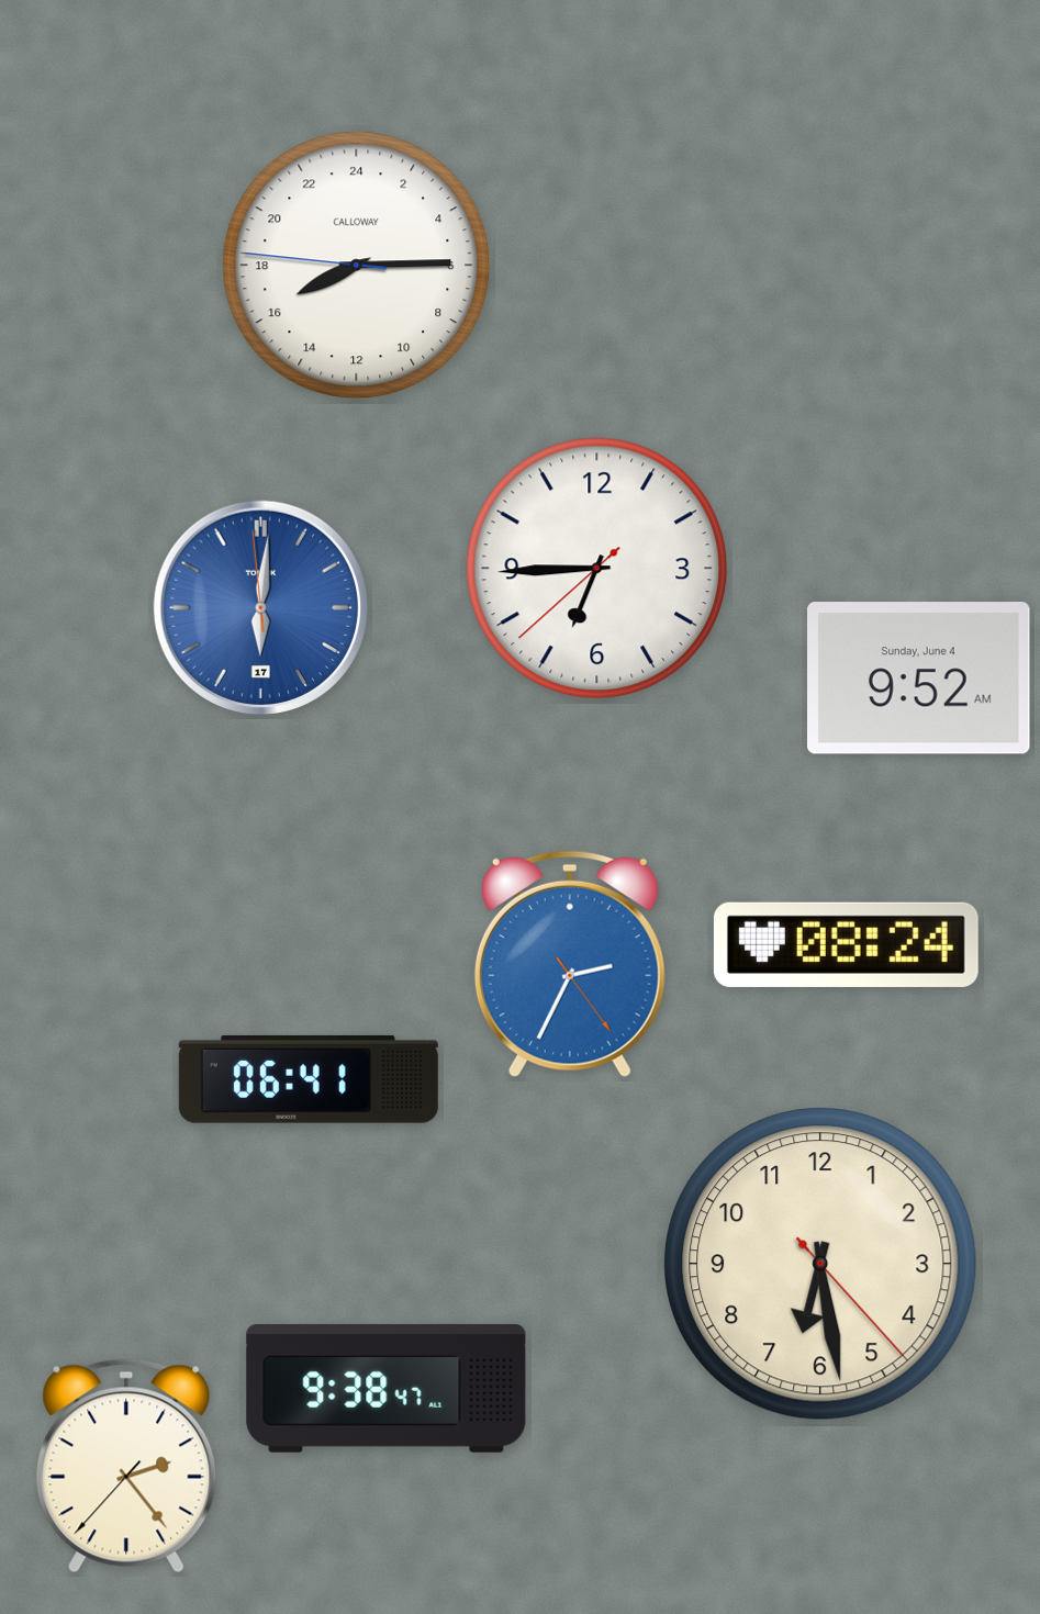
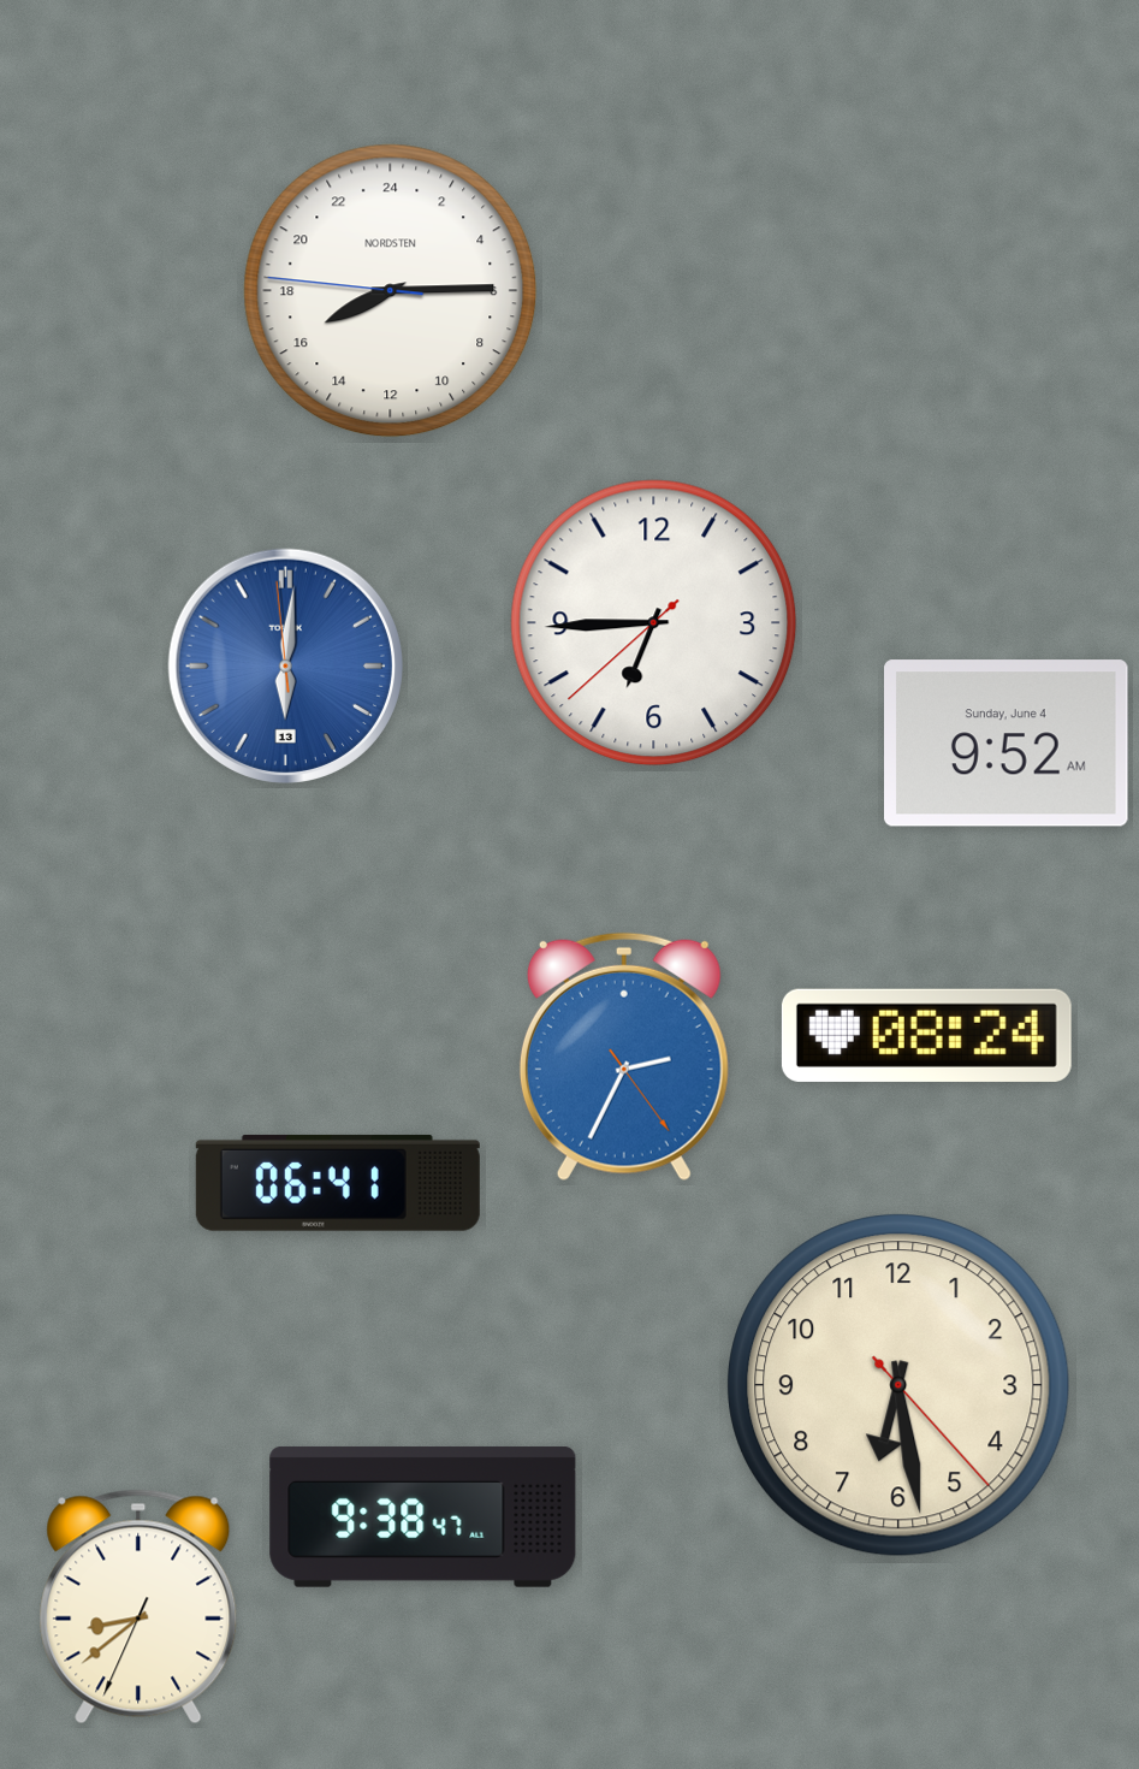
clock at (357, 266) brand: CALLOWAY -> NORDSTEN
clock at (260, 607) date: 17 -> 13
clock at (387, 1388) position: (387, 1388) -> (423, 1516)
clock at (126, 1466): 2:23 -> 8:38
